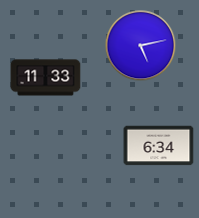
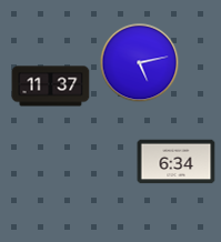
clock at (141, 46) position: (141, 46) -> (140, 63)
clock at (46, 78): 11:33 -> 11:37
